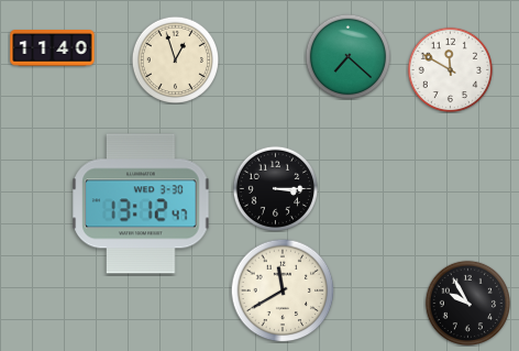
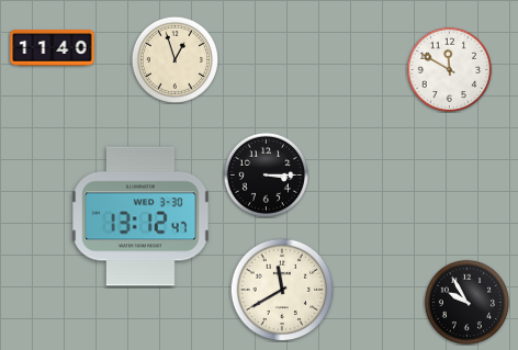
clock at (347, 56): 7:22 -> none
clock at (275, 188) position: (275, 188) -> (266, 174)
clock at (141, 204) position: (141, 204) -> (140, 216)
